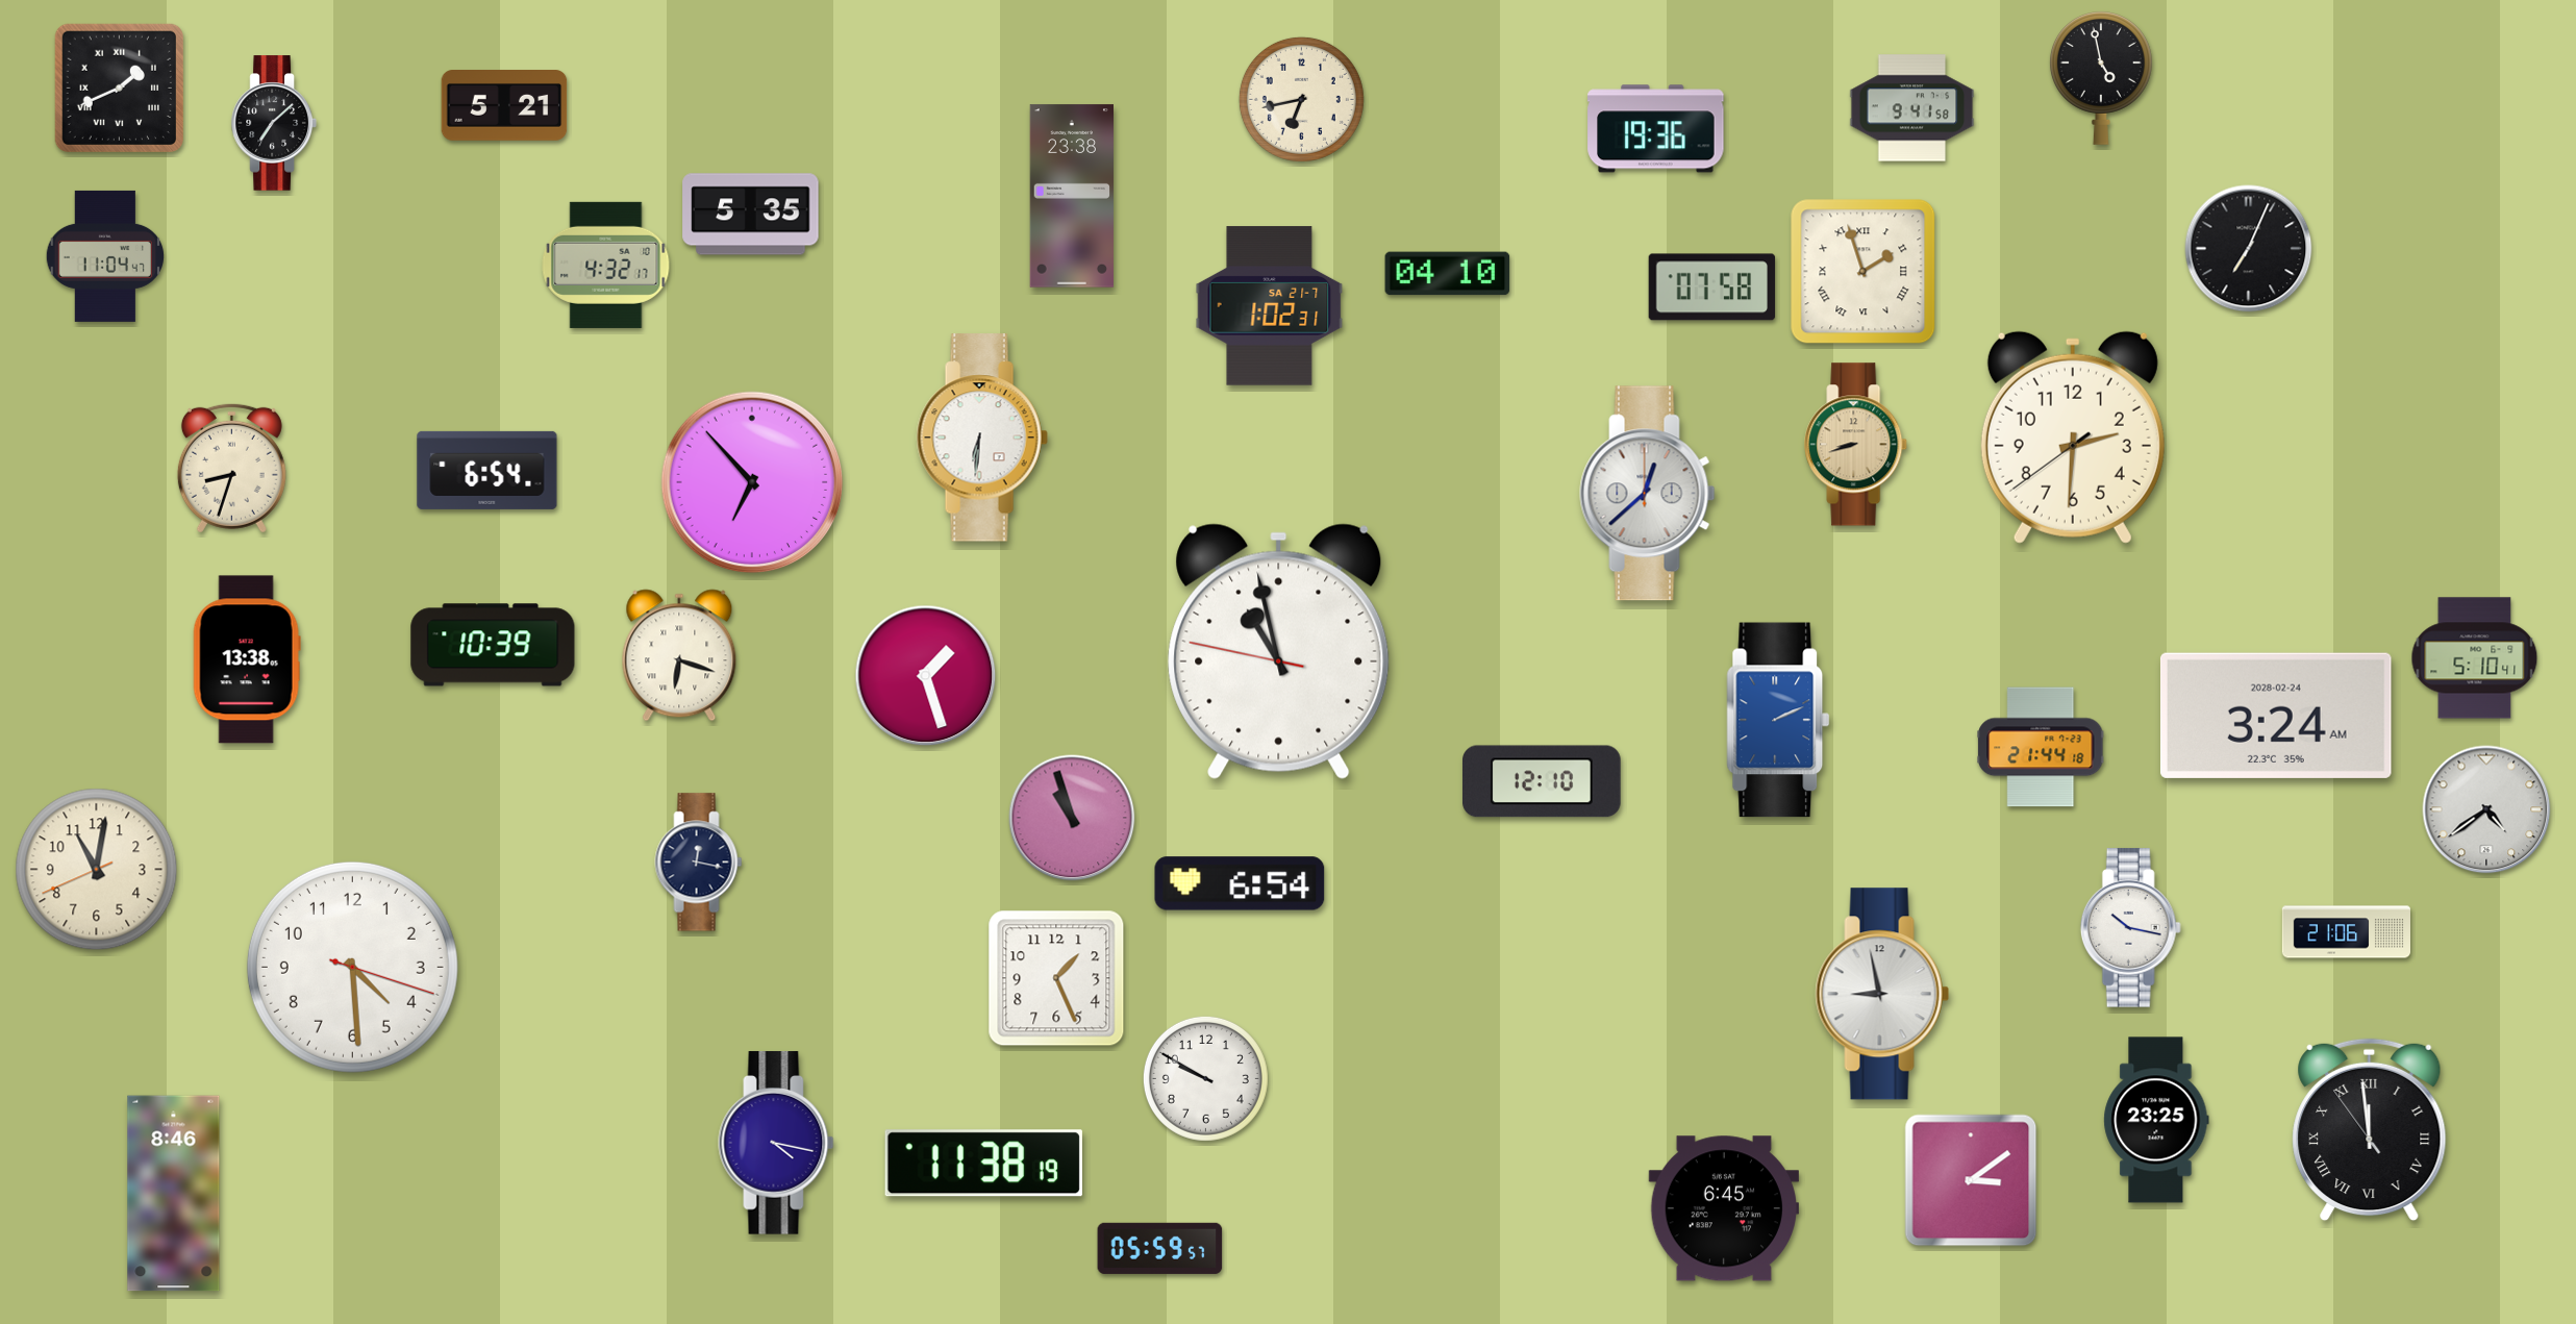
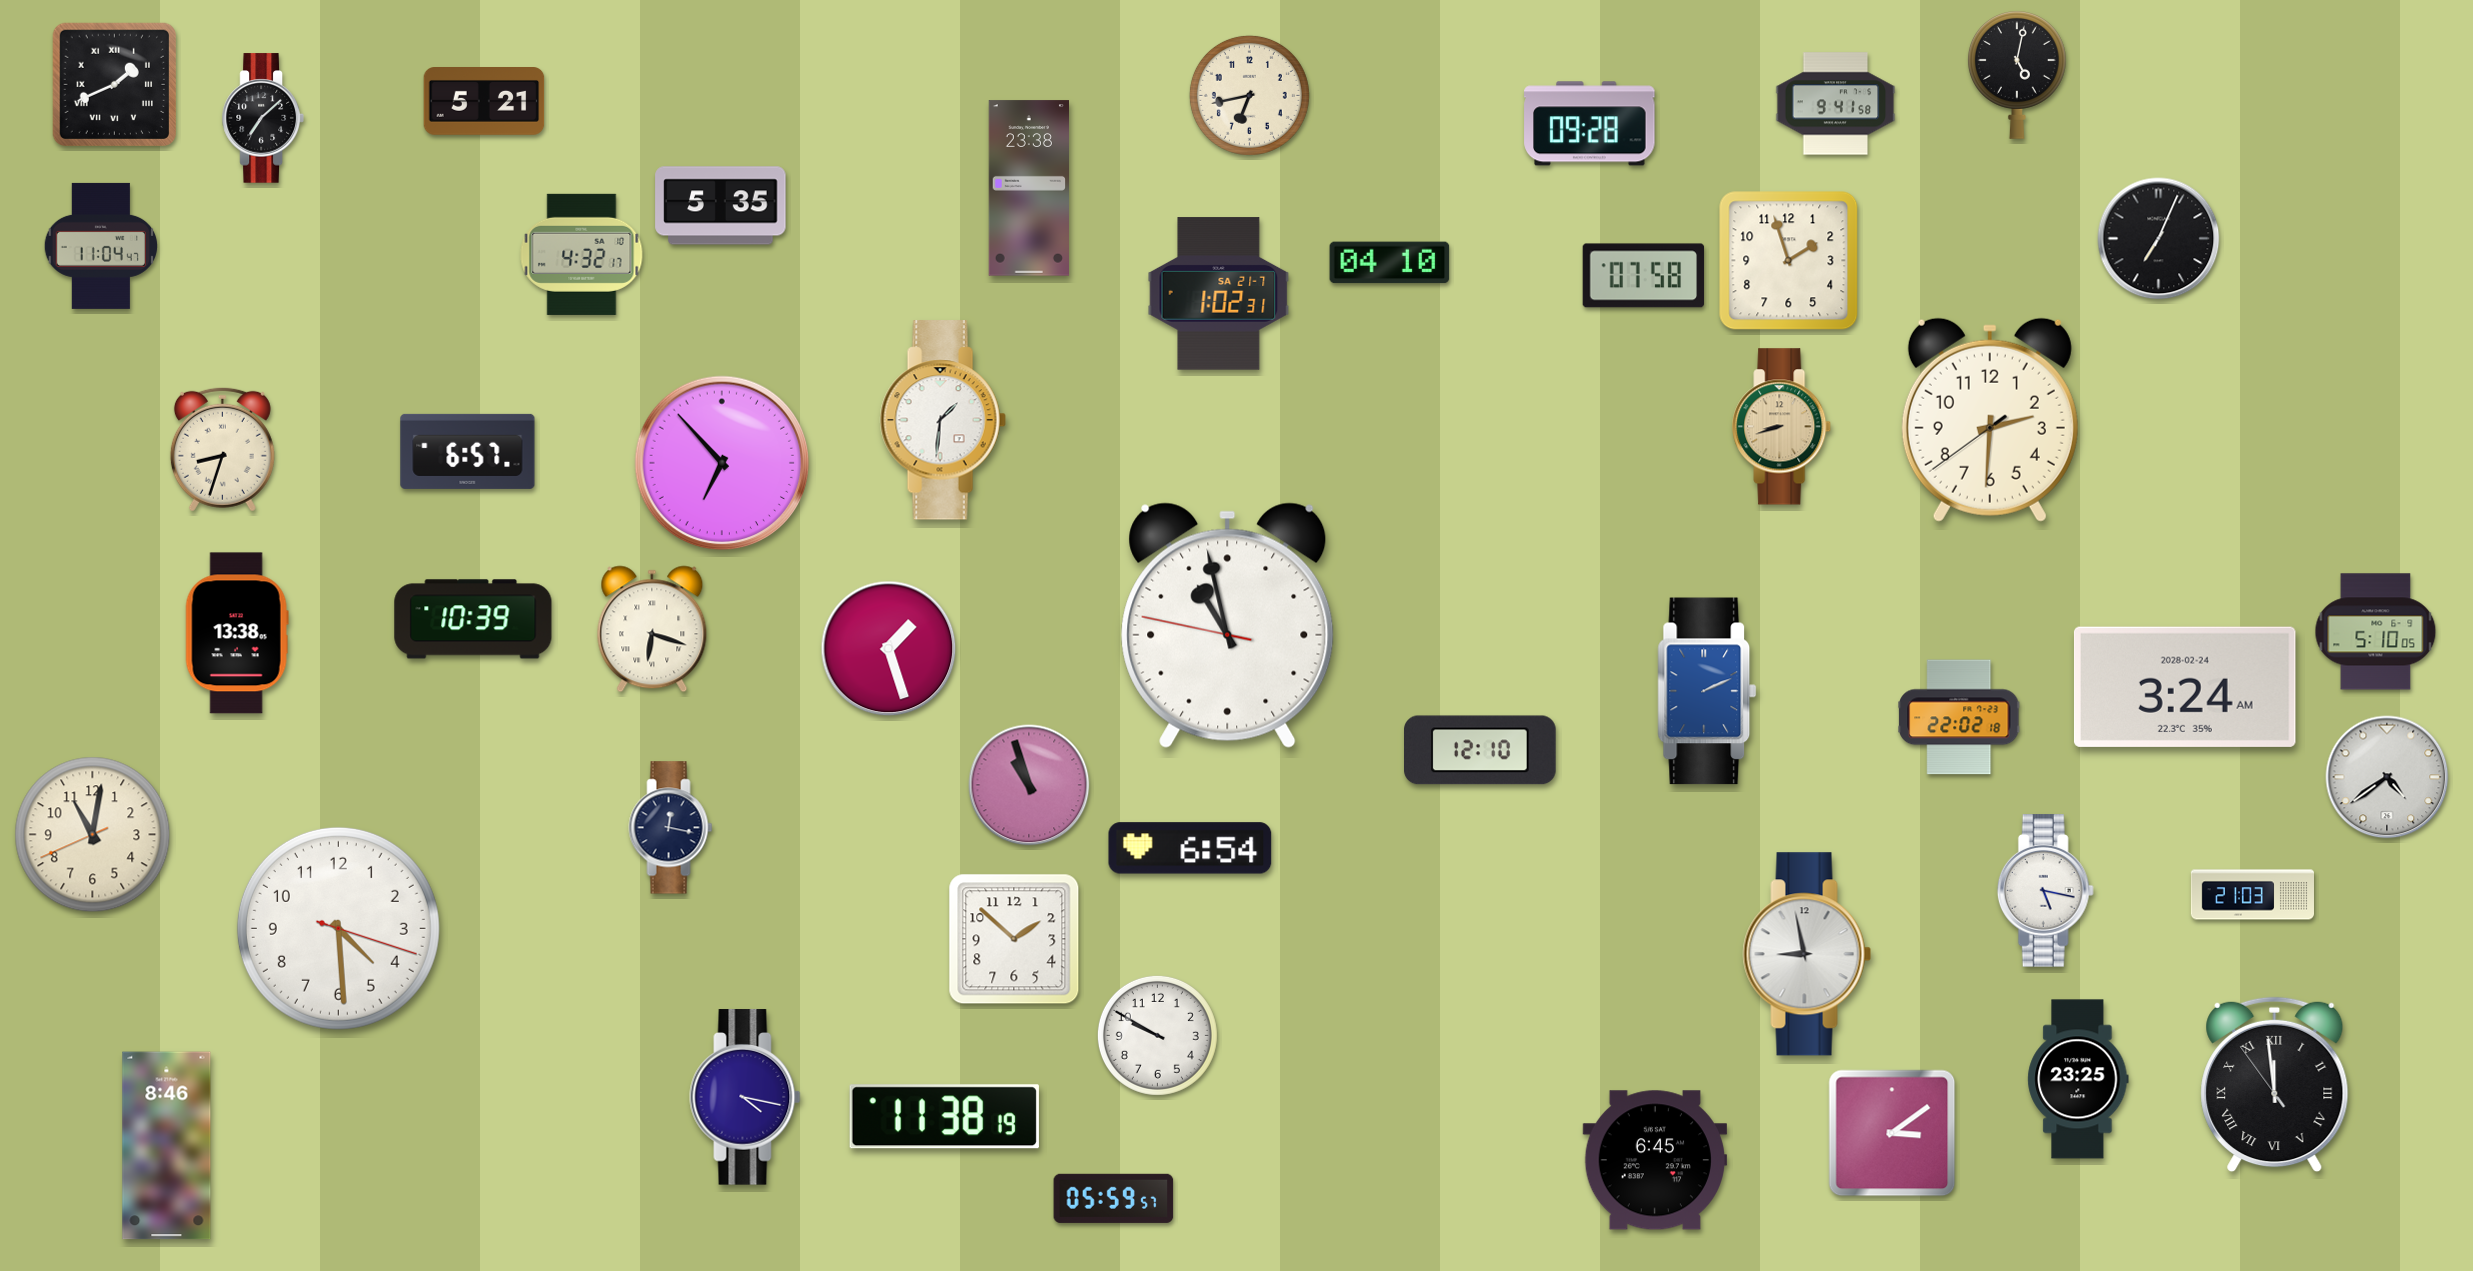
clock at (2101, 78): 4:58 -> 5:02
clock at (1656, 129): 19:36 -> 09:28
clock at (1864, 272) numerals: Roman -> Arabic
clock at (982, 438): 6:31 -> 1:31
clock at (487, 470): 6:54 -> 6:57
clock at (1648, 494): 12:38 -> none
clock at (2475, 658): 5:10:41 -> 5:10:05
clock at (2041, 747): 21:44 -> 22:02
clock at (2130, 928): 10:17 -> 5:17
clock at (2346, 932): 21:06 -> 21:03
clock at (1056, 978): 1:26 -> 1:52
clock at (2156, 1120) position: (2156, 1120) -> (2078, 1079)
